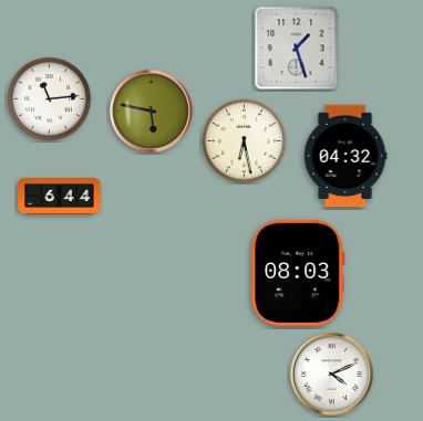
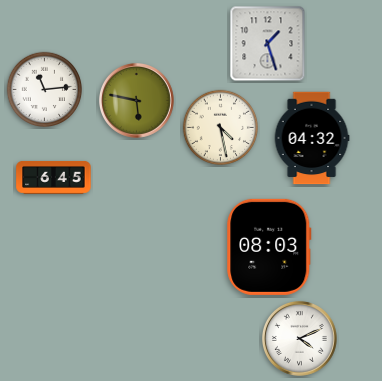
clock at (245, 141): 6:28 -> 4:28
clock at (345, 156) position: (345, 156) -> (312, 138)
clock at (60, 196): 6:44 -> 6:45
